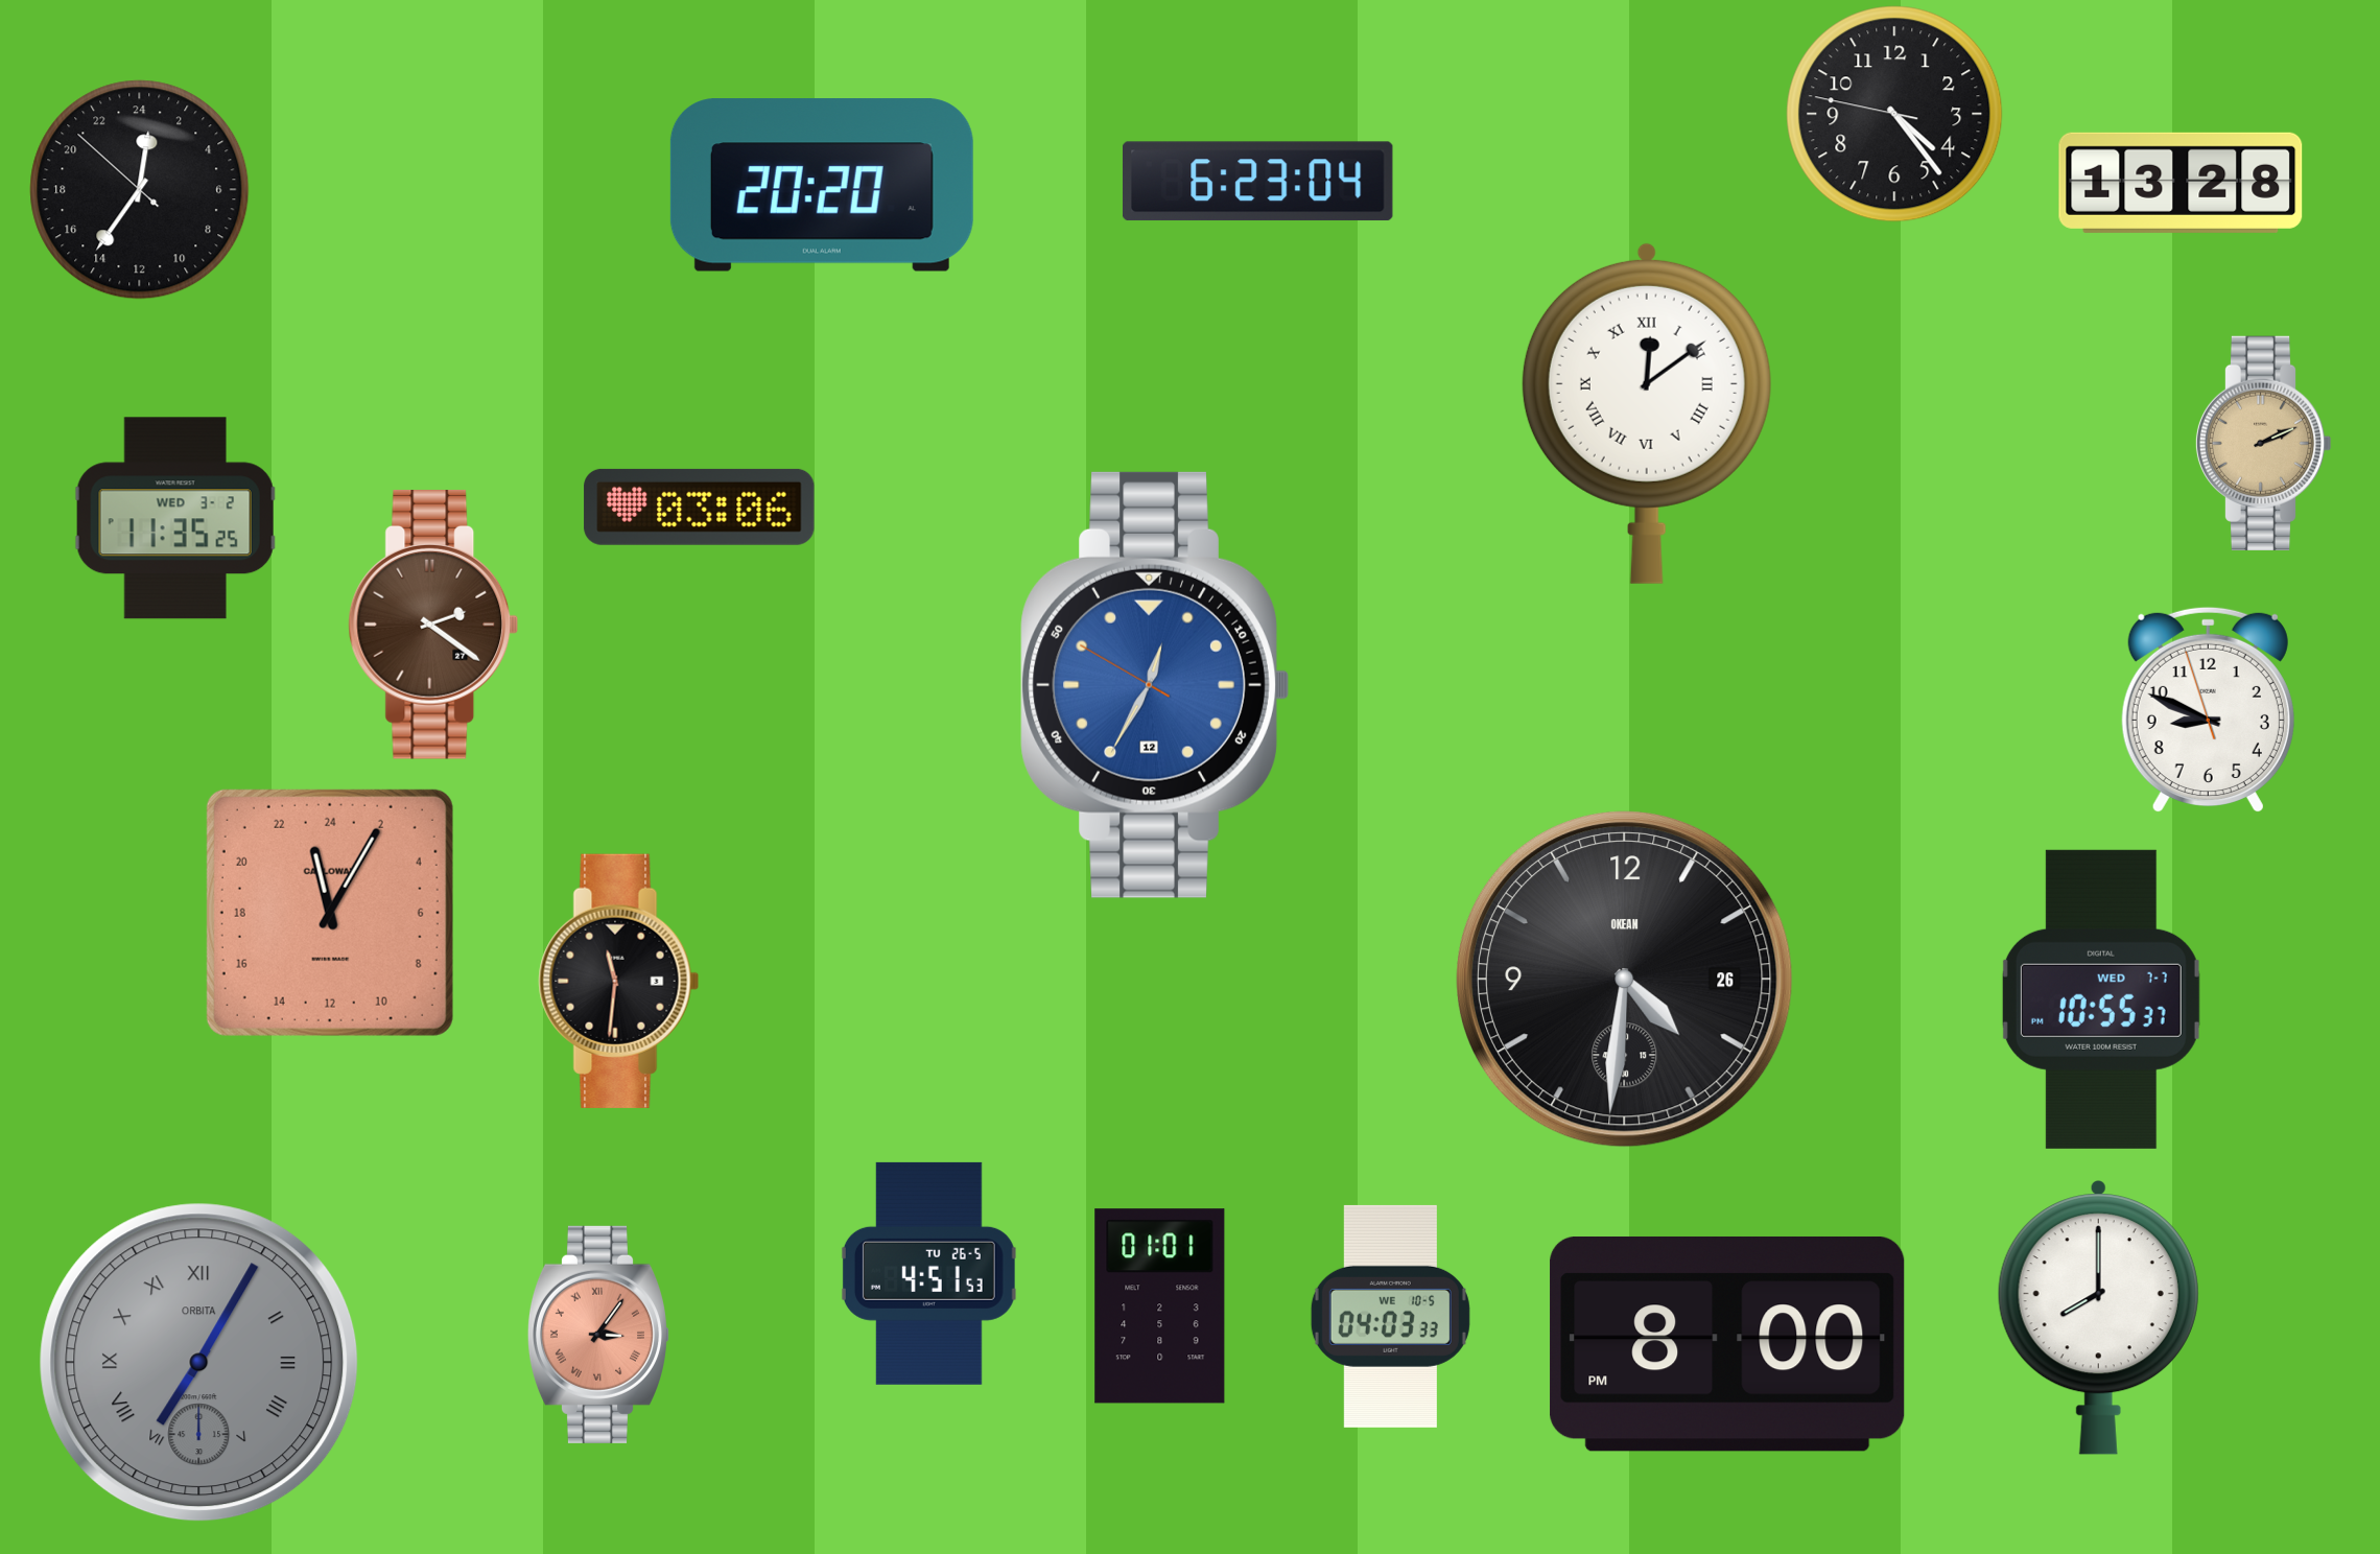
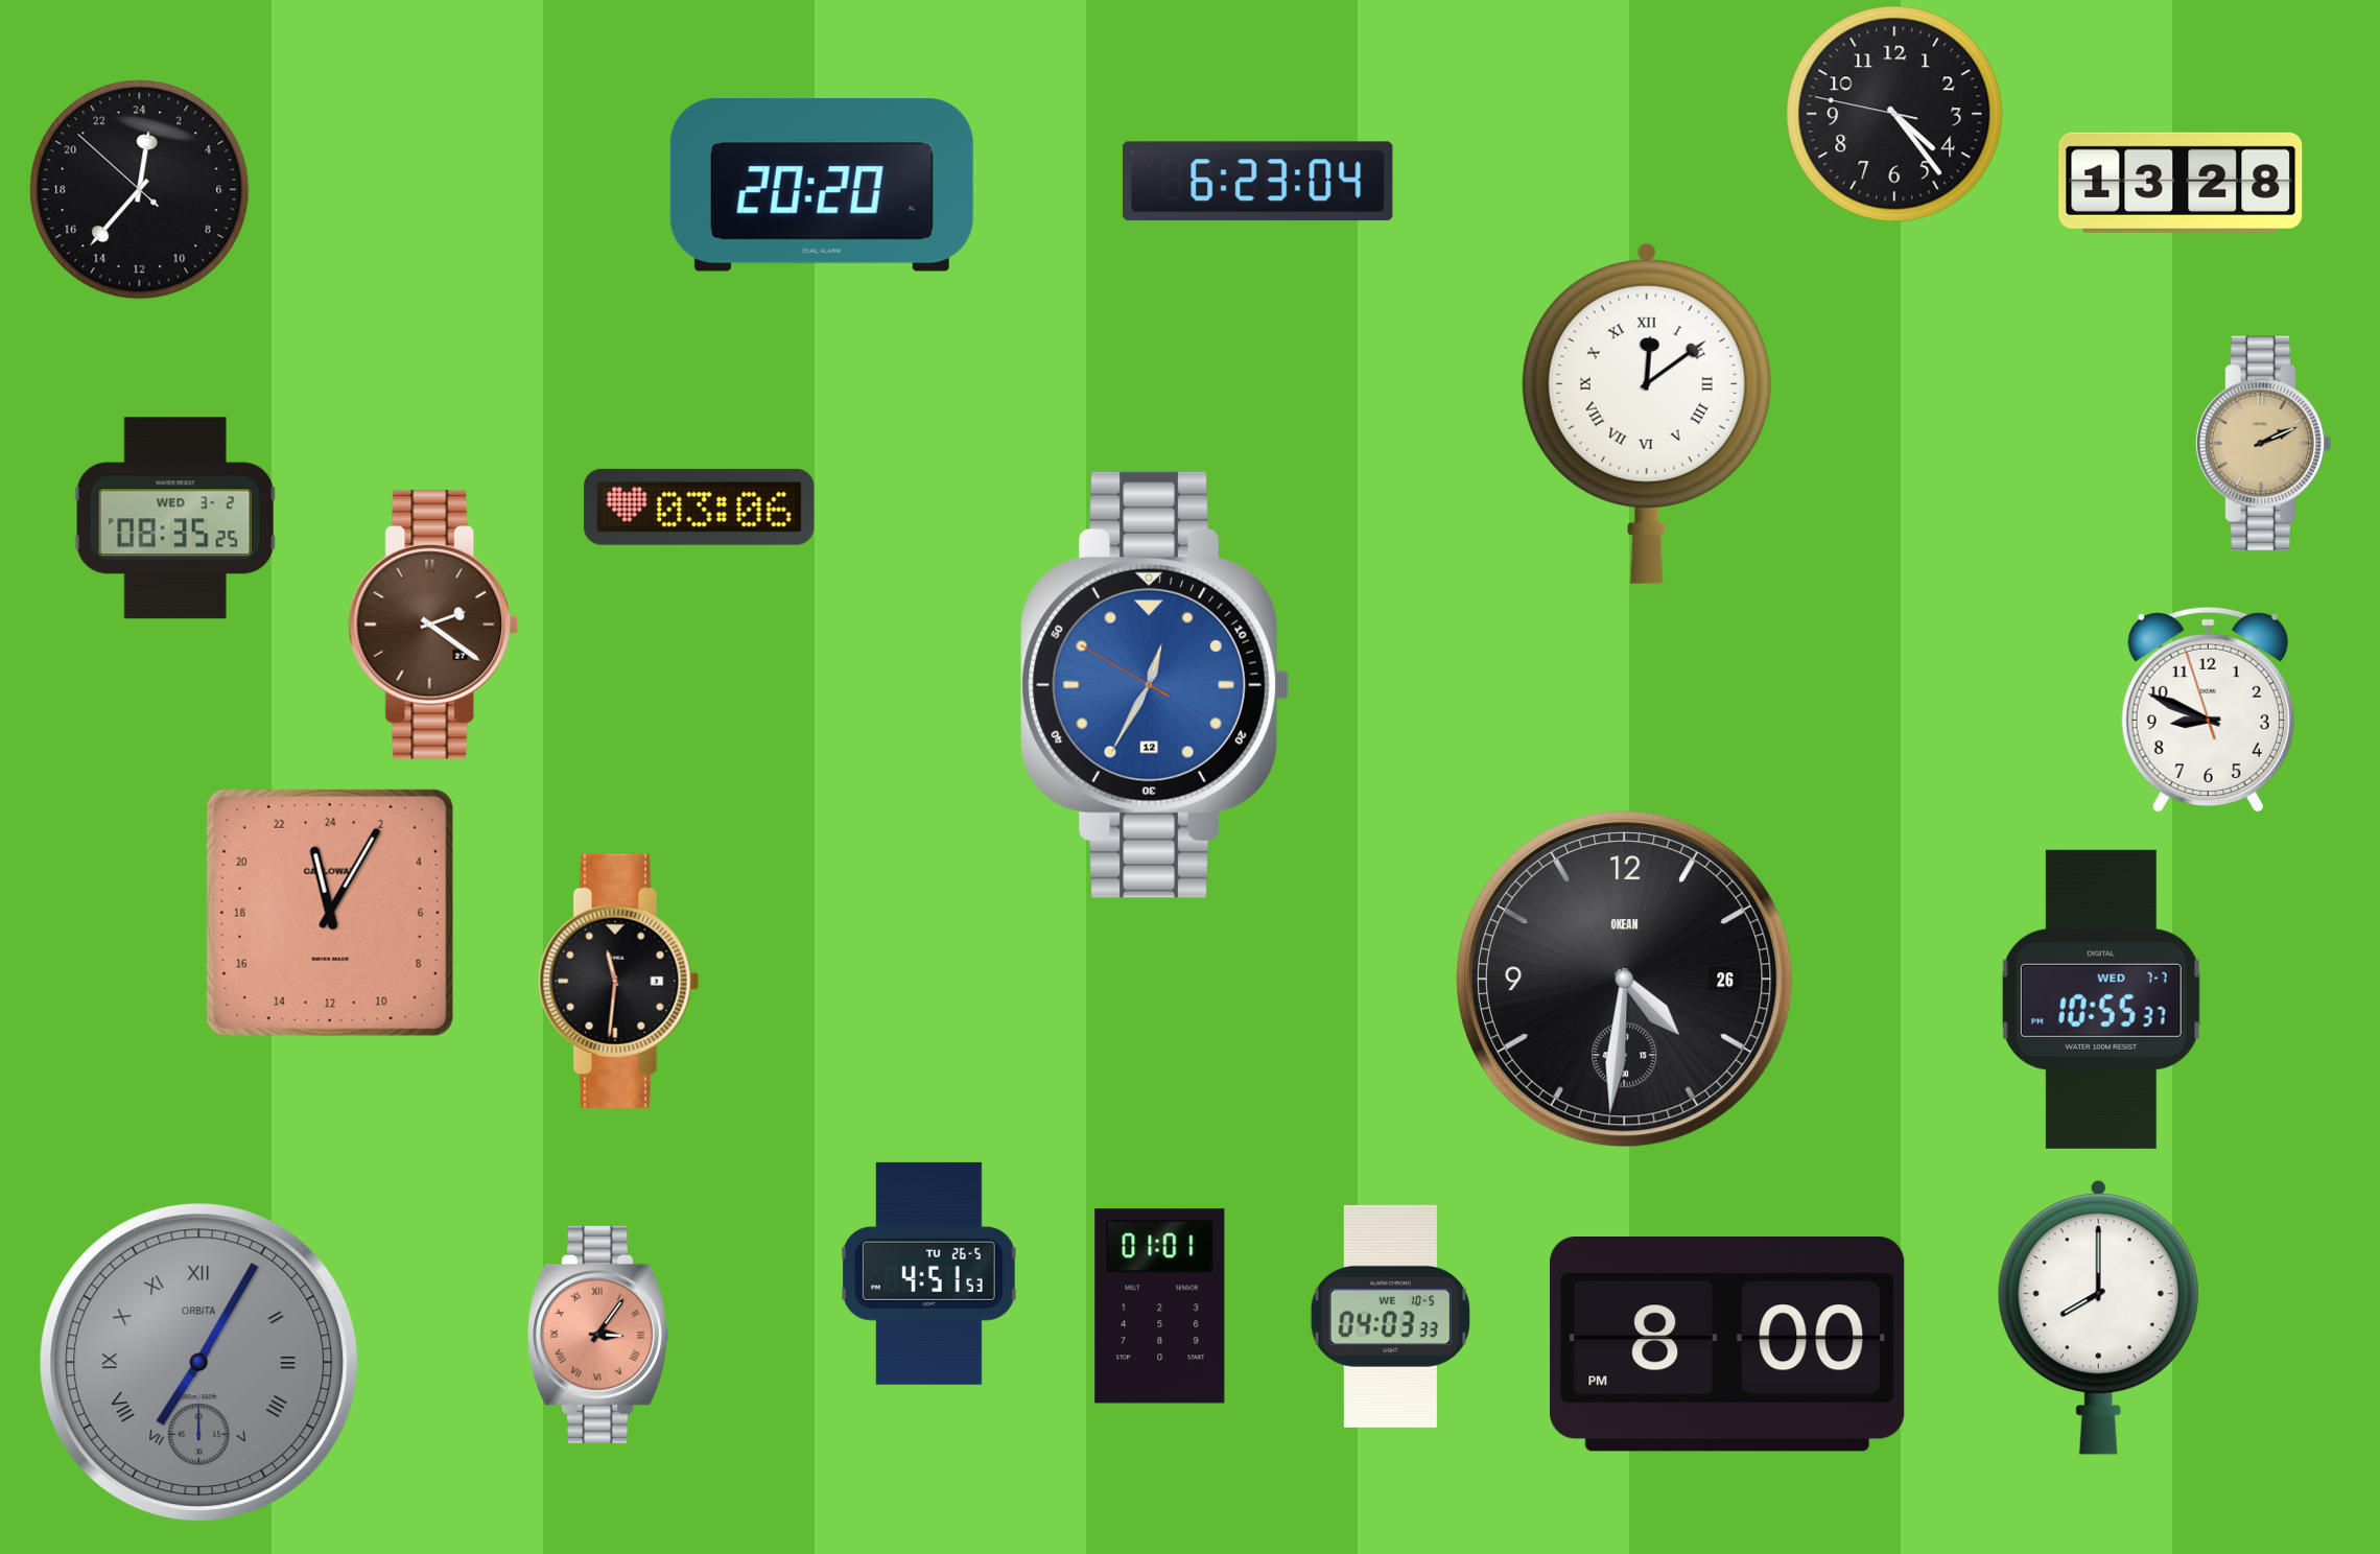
clock at (140, 190): 0:35 -> 0:36
clock at (175, 518): 11:35 -> 08:35
